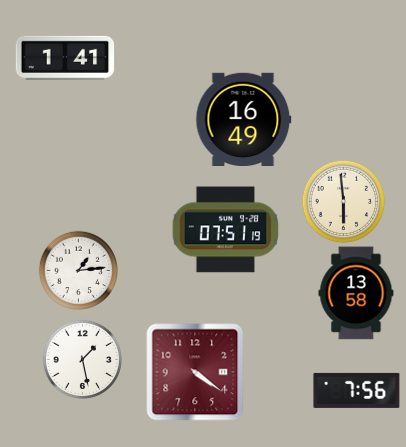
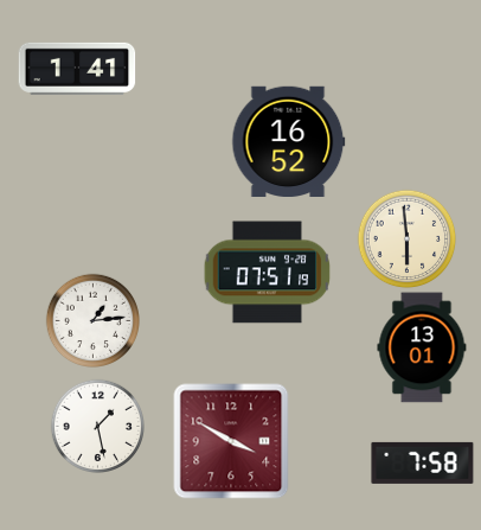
clock at (244, 120): 16:49 -> 16:52
clock at (356, 293): 13:58 -> 13:01
clock at (195, 372): 4:21 -> 3:50
clock at (357, 390): 7:56 -> 7:58
